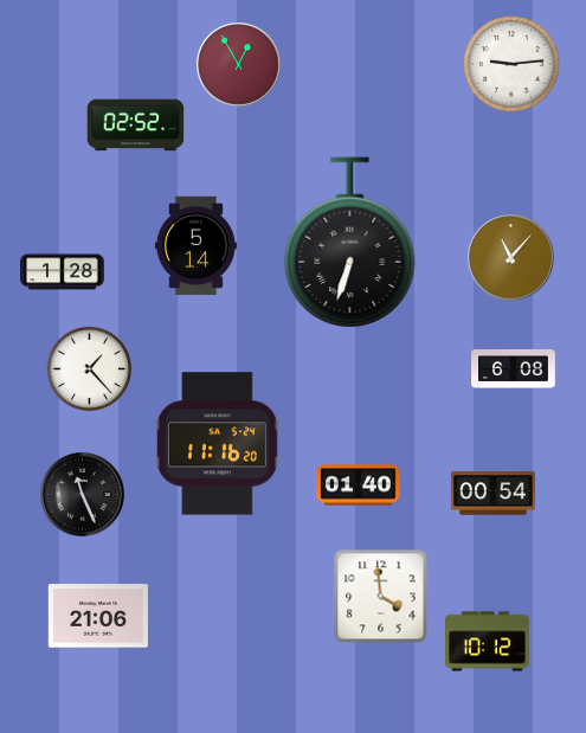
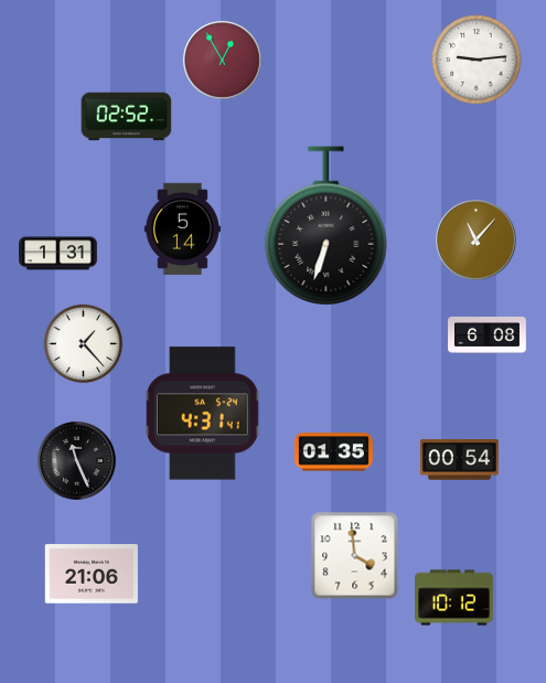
clock at (63, 272): 1:28 -> 1:31
clock at (514, 368) position: (514, 368) -> (488, 334)
clock at (218, 444): 11:16 -> 4:31
clock at (358, 486): 01:40 -> 01:35
